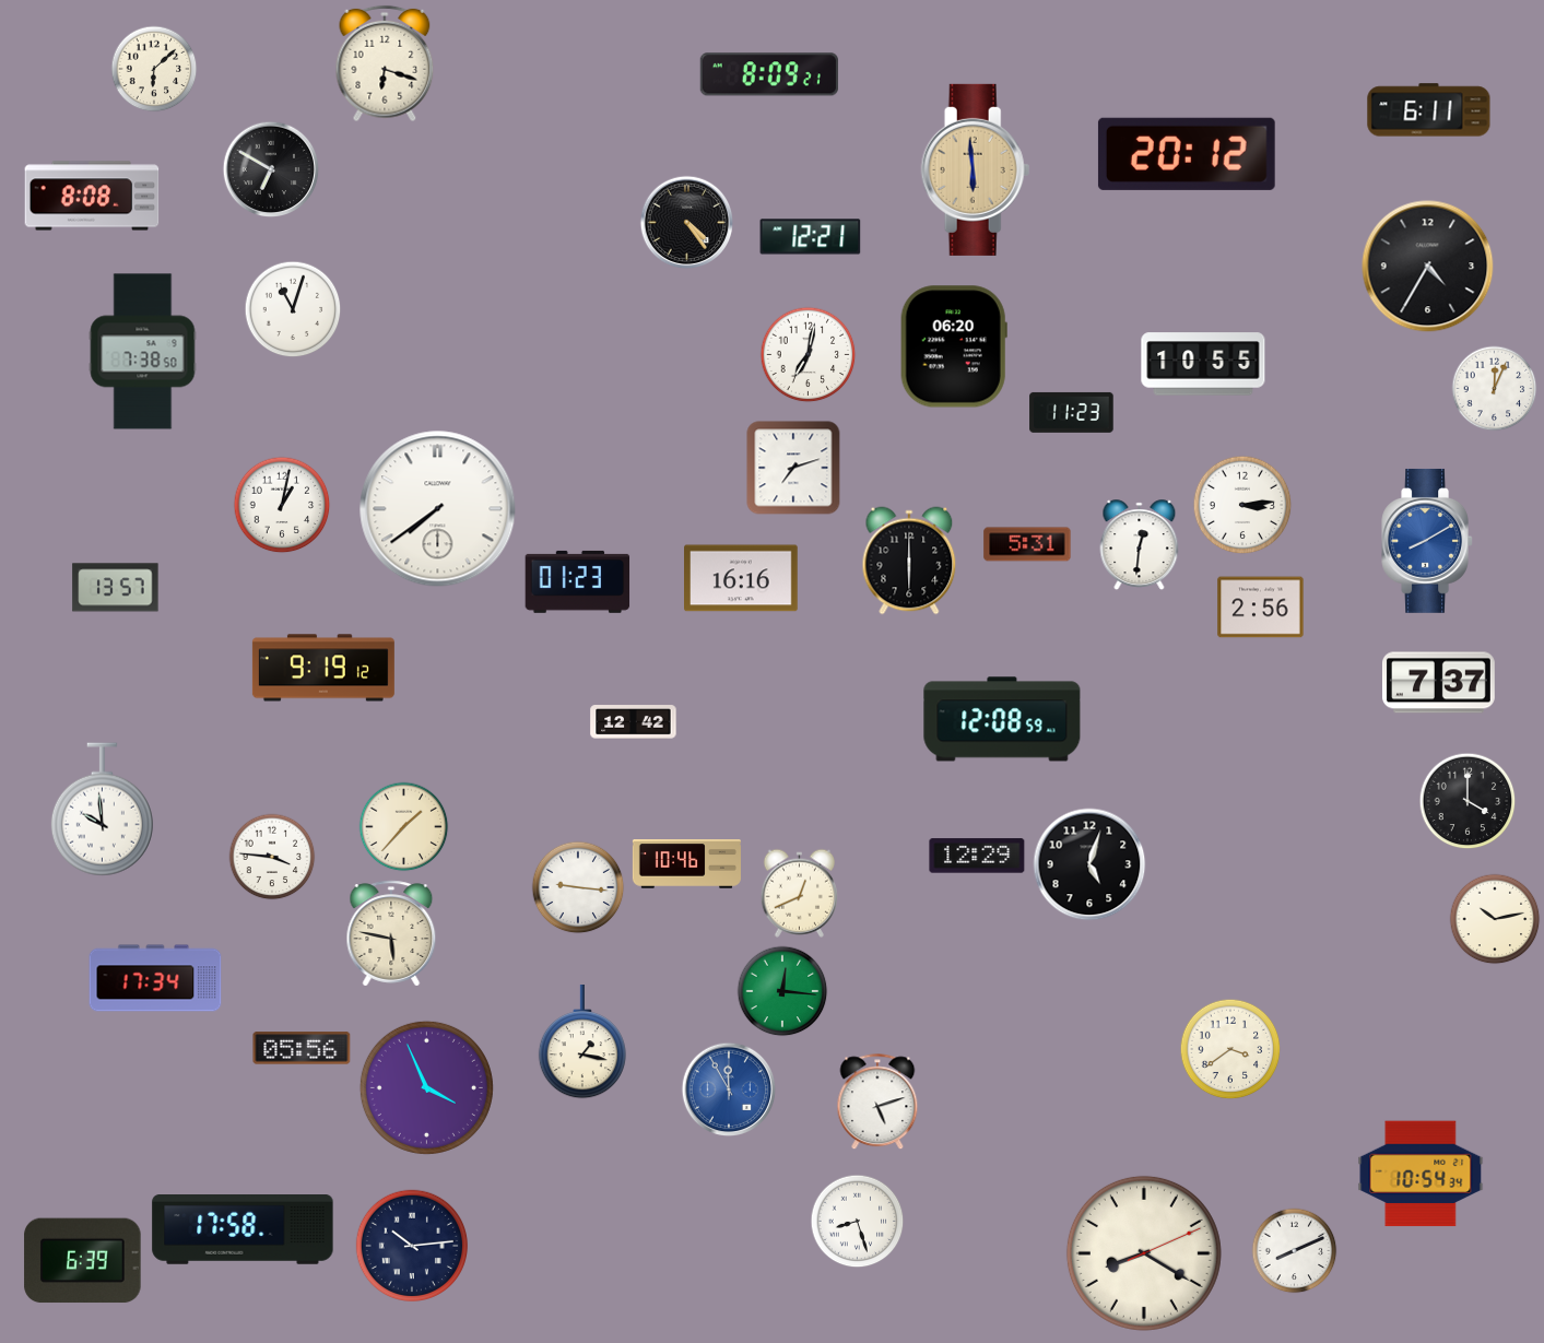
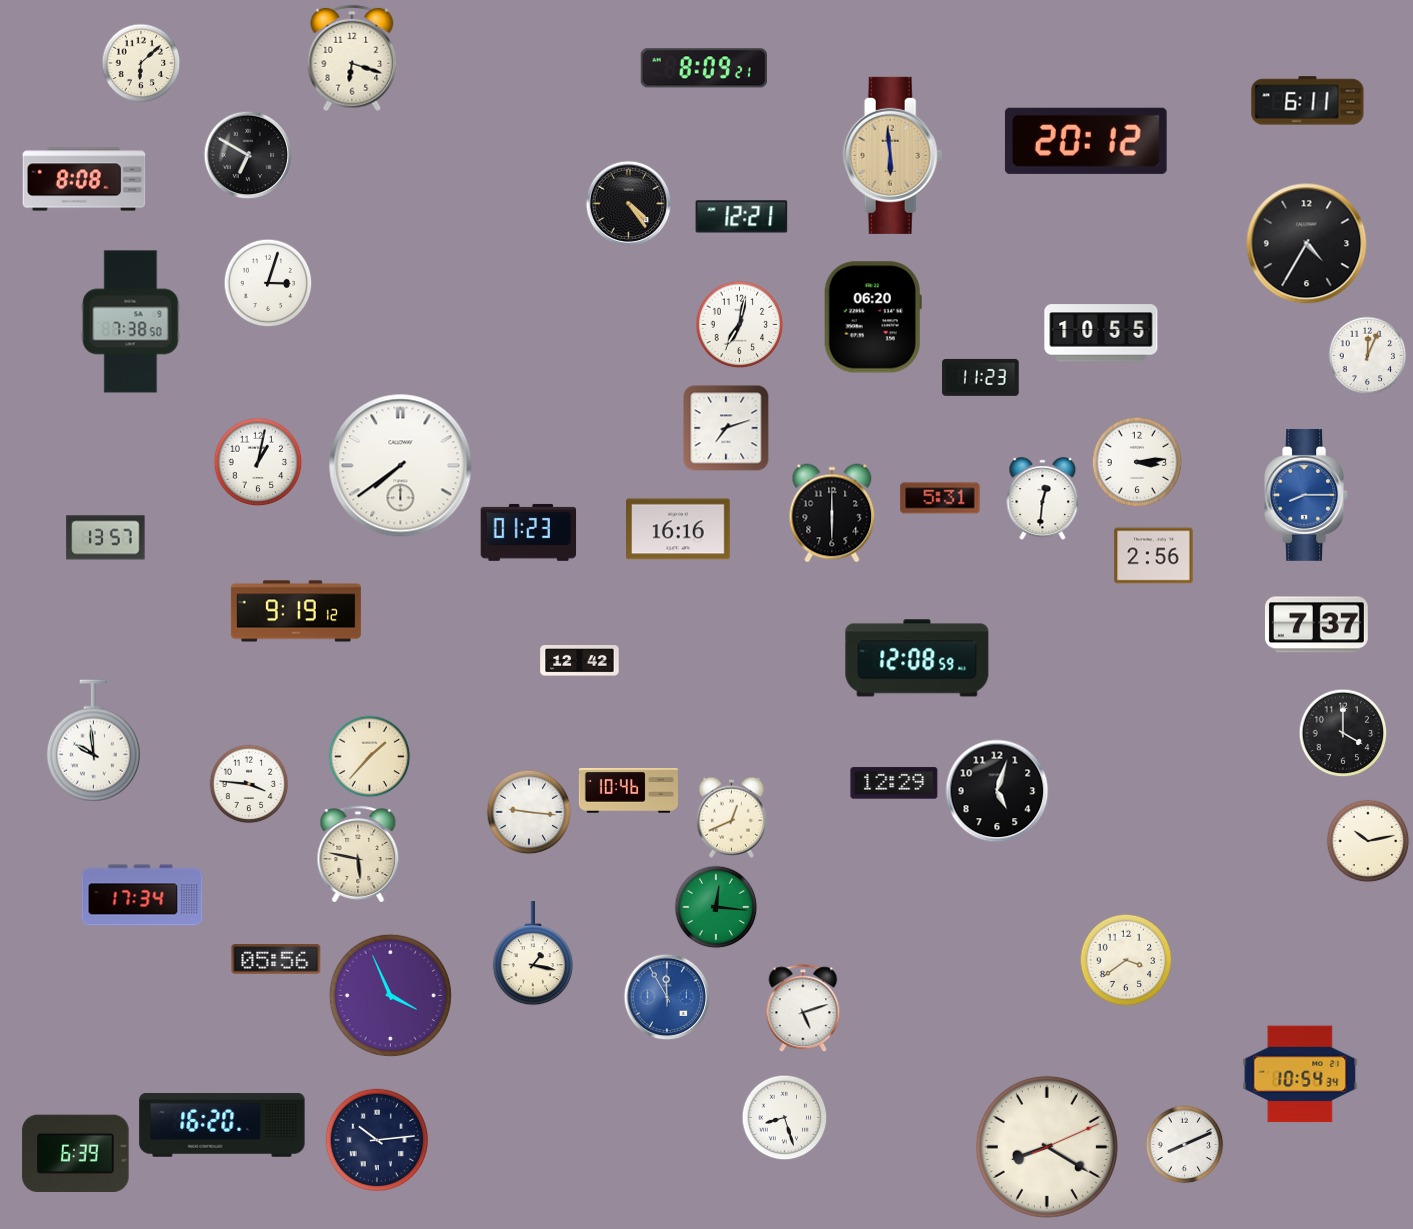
clock at (293, 309): 11:03 -> 3:03
clock at (1427, 541): 8:10 -> 8:15
clock at (243, 1230): 17:58 -> 16:20
